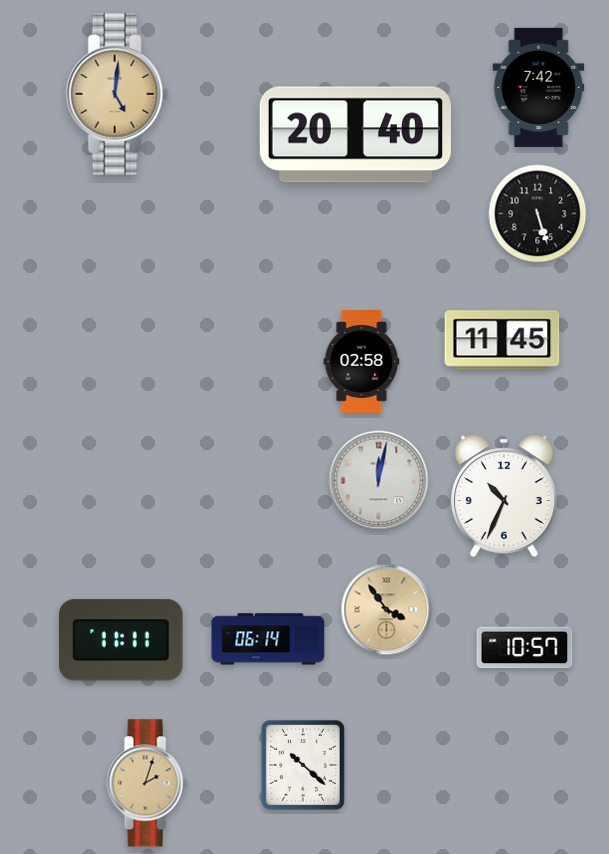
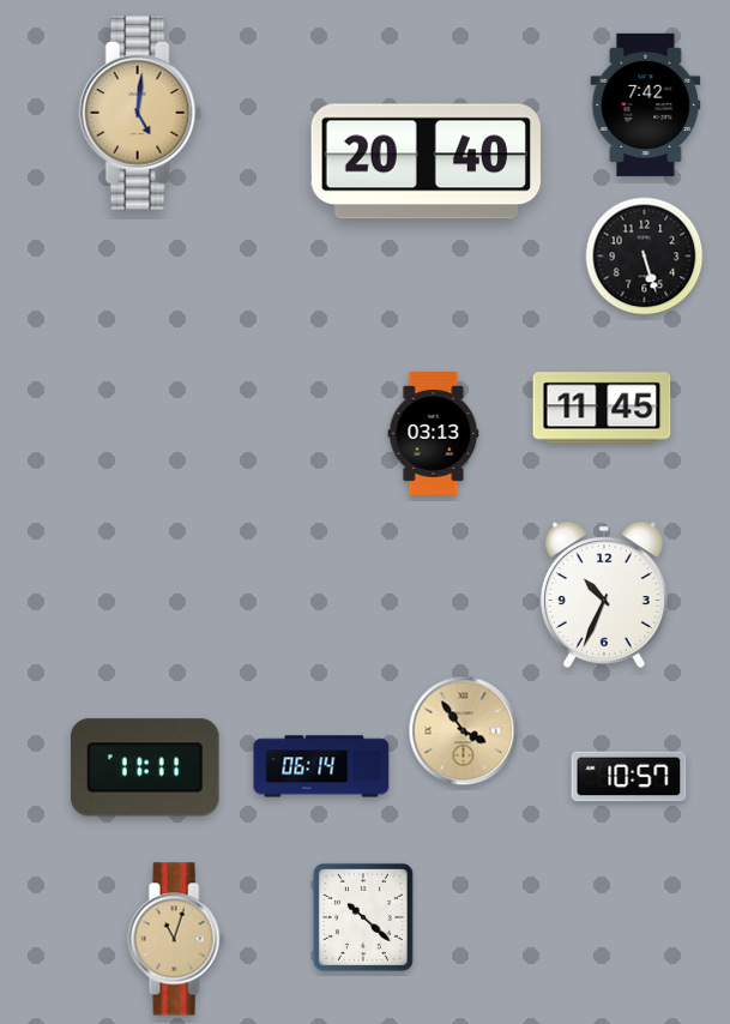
clock at (362, 361): 02:58 -> 03:13
clock at (379, 481): 12:02 -> none
clock at (147, 783): 2:03 -> 11:03
